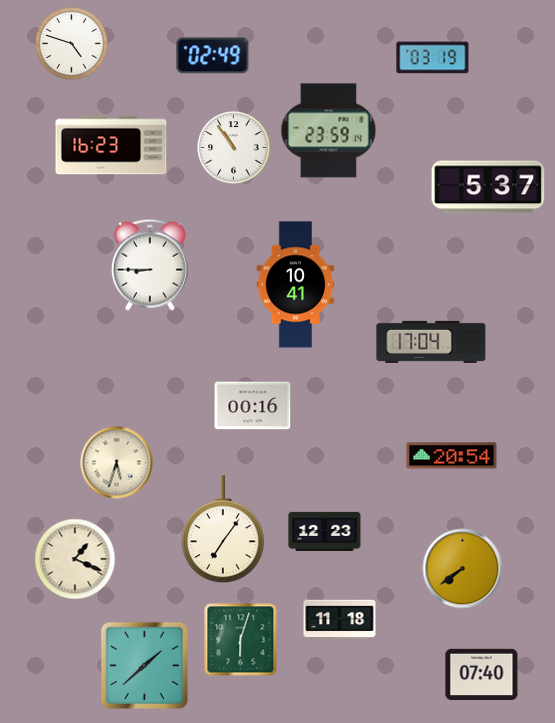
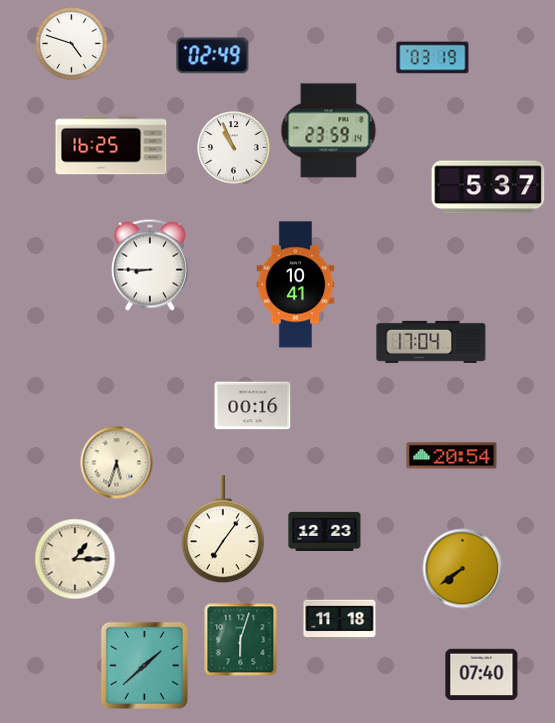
clock at (111, 145): 16:23 -> 16:25
clock at (234, 148): 10:54 -> 10:56
clock at (75, 559): 1:19 -> 1:15
